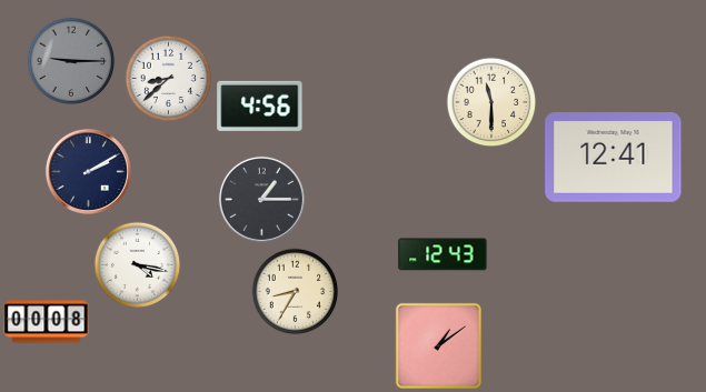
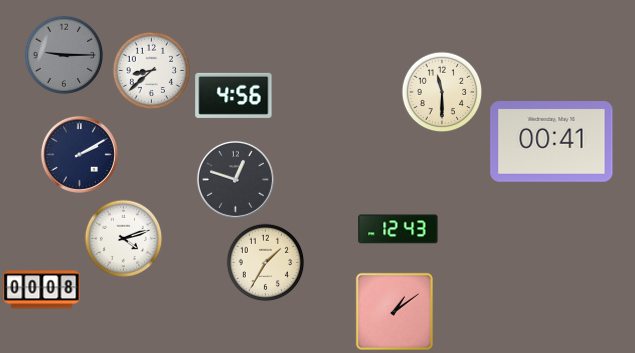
clock at (614, 158): 12:41 -> 00:41
clock at (261, 199): 1:15 -> 12:48
clock at (137, 264): 4:17 -> 4:12
clock at (295, 291): 8:35 -> 1:35
